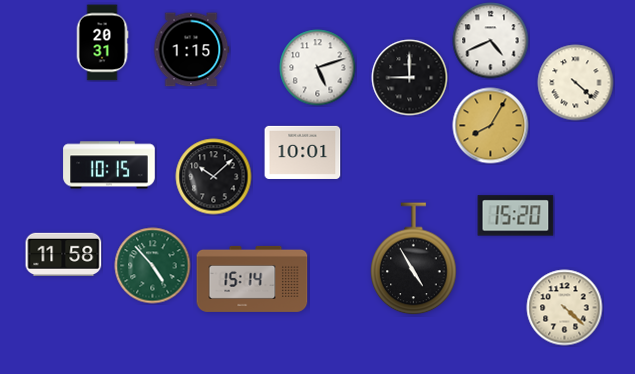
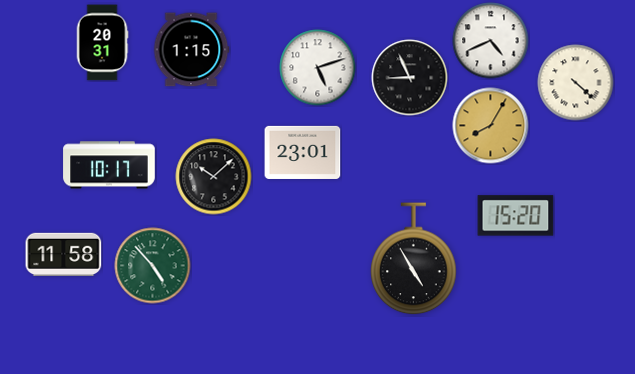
clock at (410, 78): 9:00 -> 8:56
clock at (303, 152): 10:01 -> 23:01
clock at (109, 165): 10:15 -> 10:17
clock at (252, 279): 15:14 -> none
clock at (565, 308): 4:22 -> none
